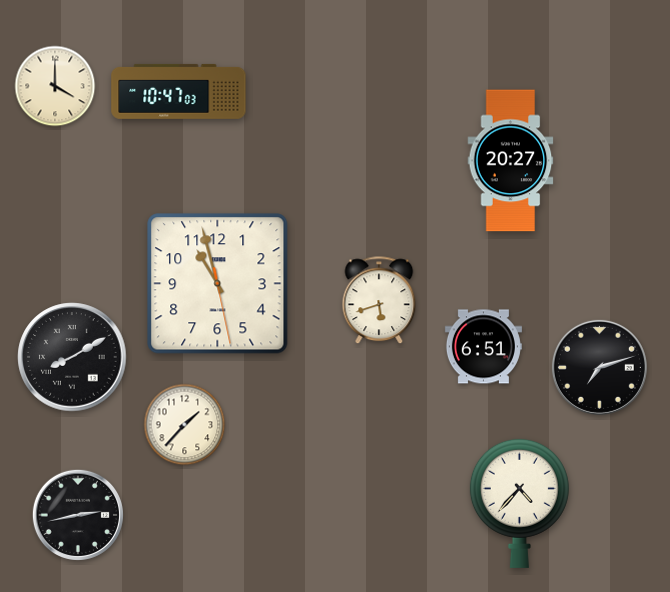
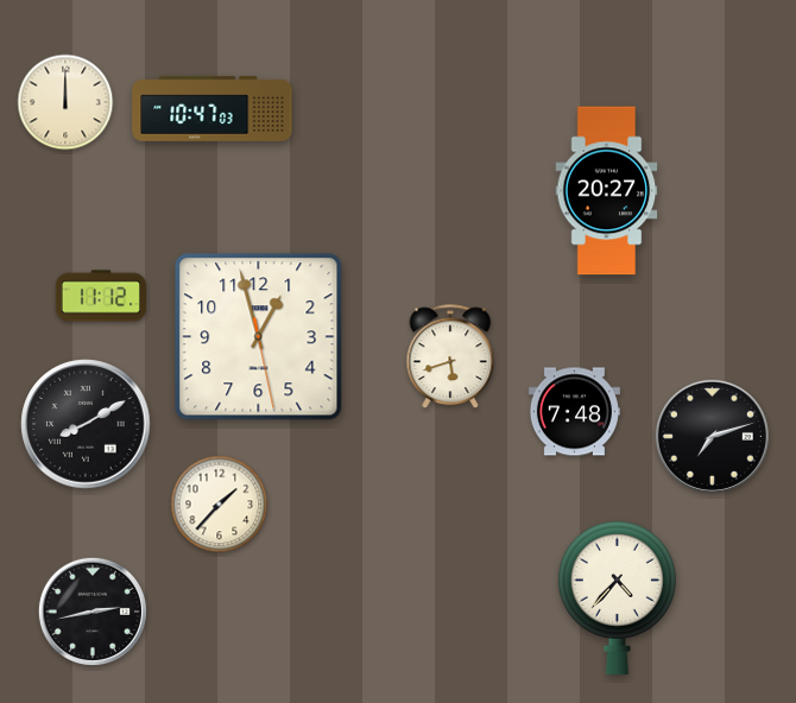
clock at (55, 86): 4:00 -> 12:00
clock at (100, 296): none -> 11:12
clock at (218, 284): 10:57 -> 12:57
clock at (483, 347): 6:51 -> 7:48
